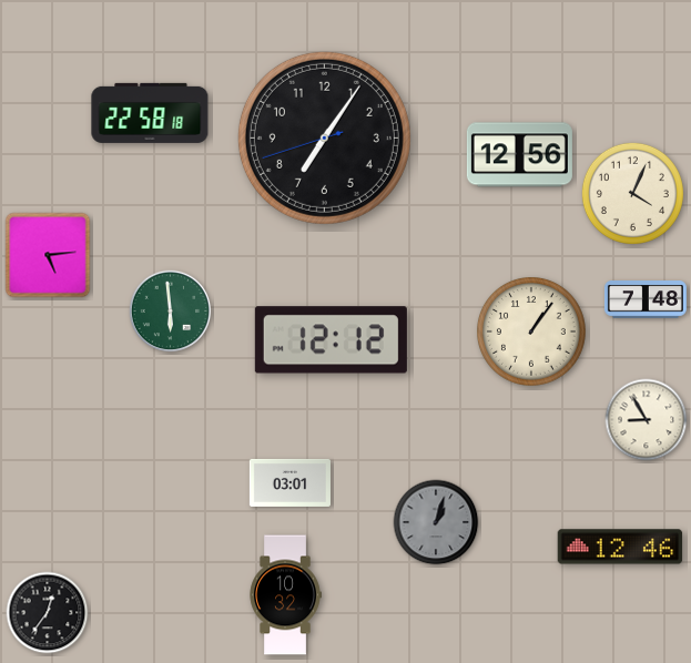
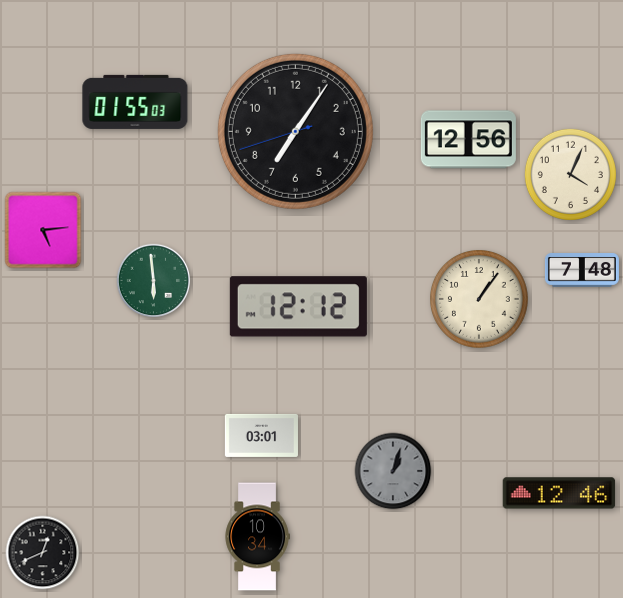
clock at (150, 113): 22:58 -> 01:55
clock at (324, 137) position: (324, 137) -> (295, 131)
clock at (647, 420): 8:55 -> none
clock at (285, 595): 10:32 -> 10:34
clock at (48, 613): 12:36 -> 12:41
